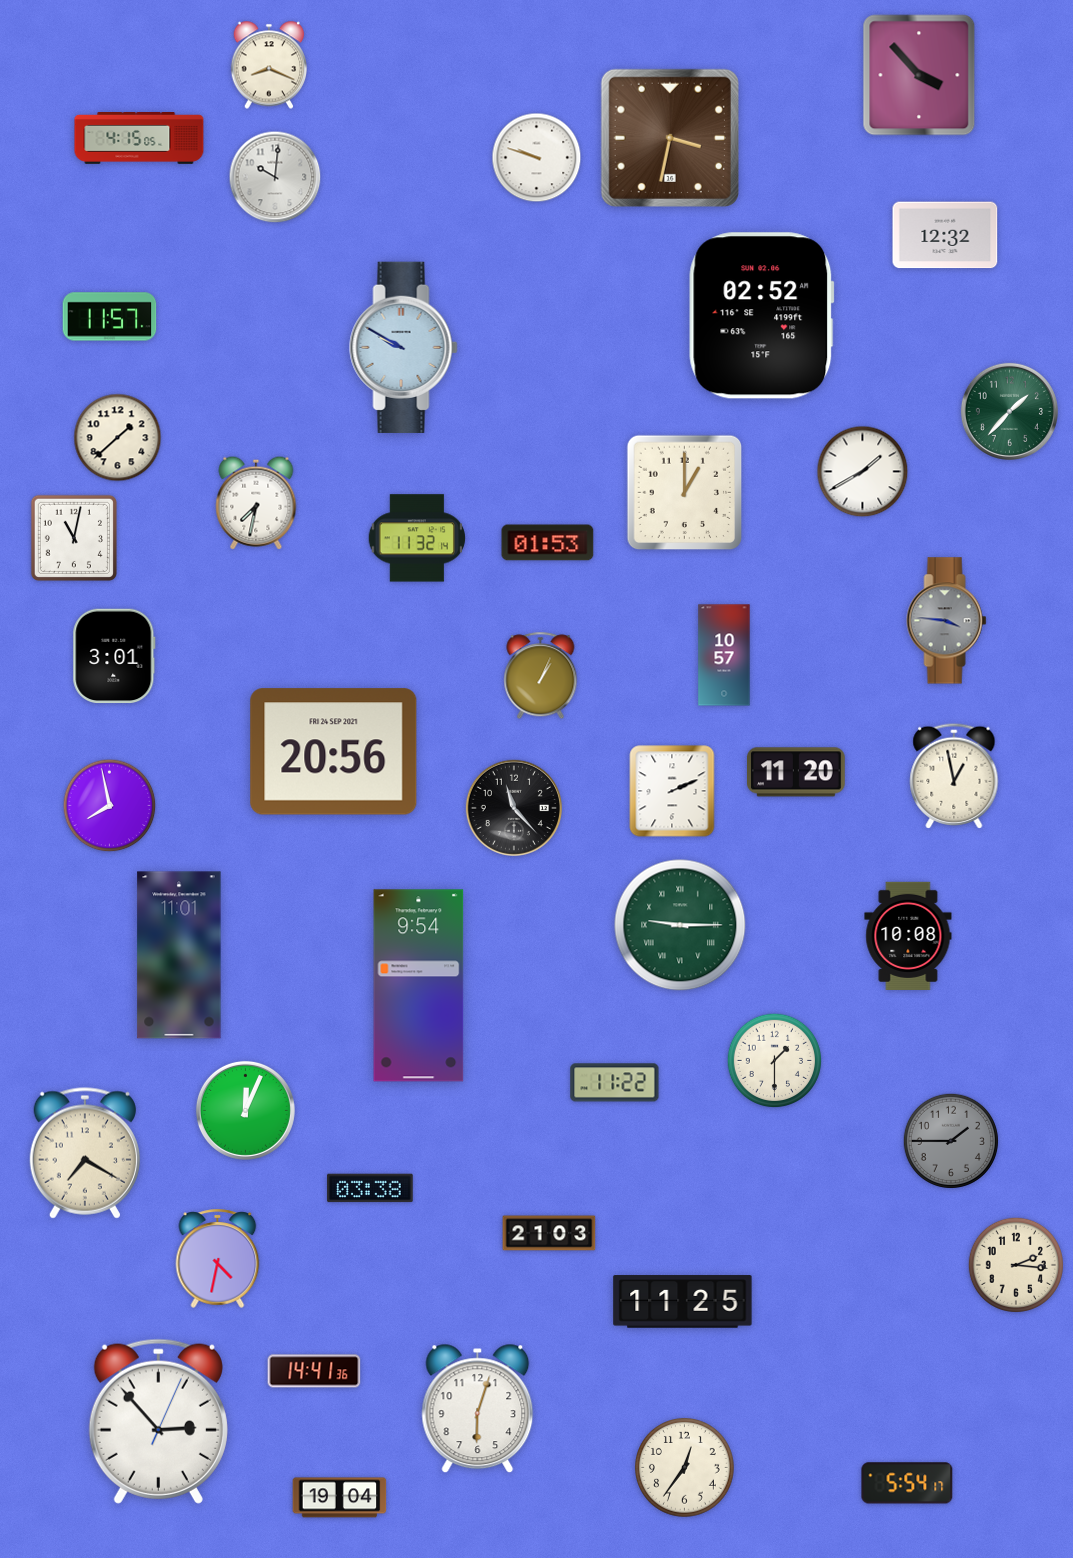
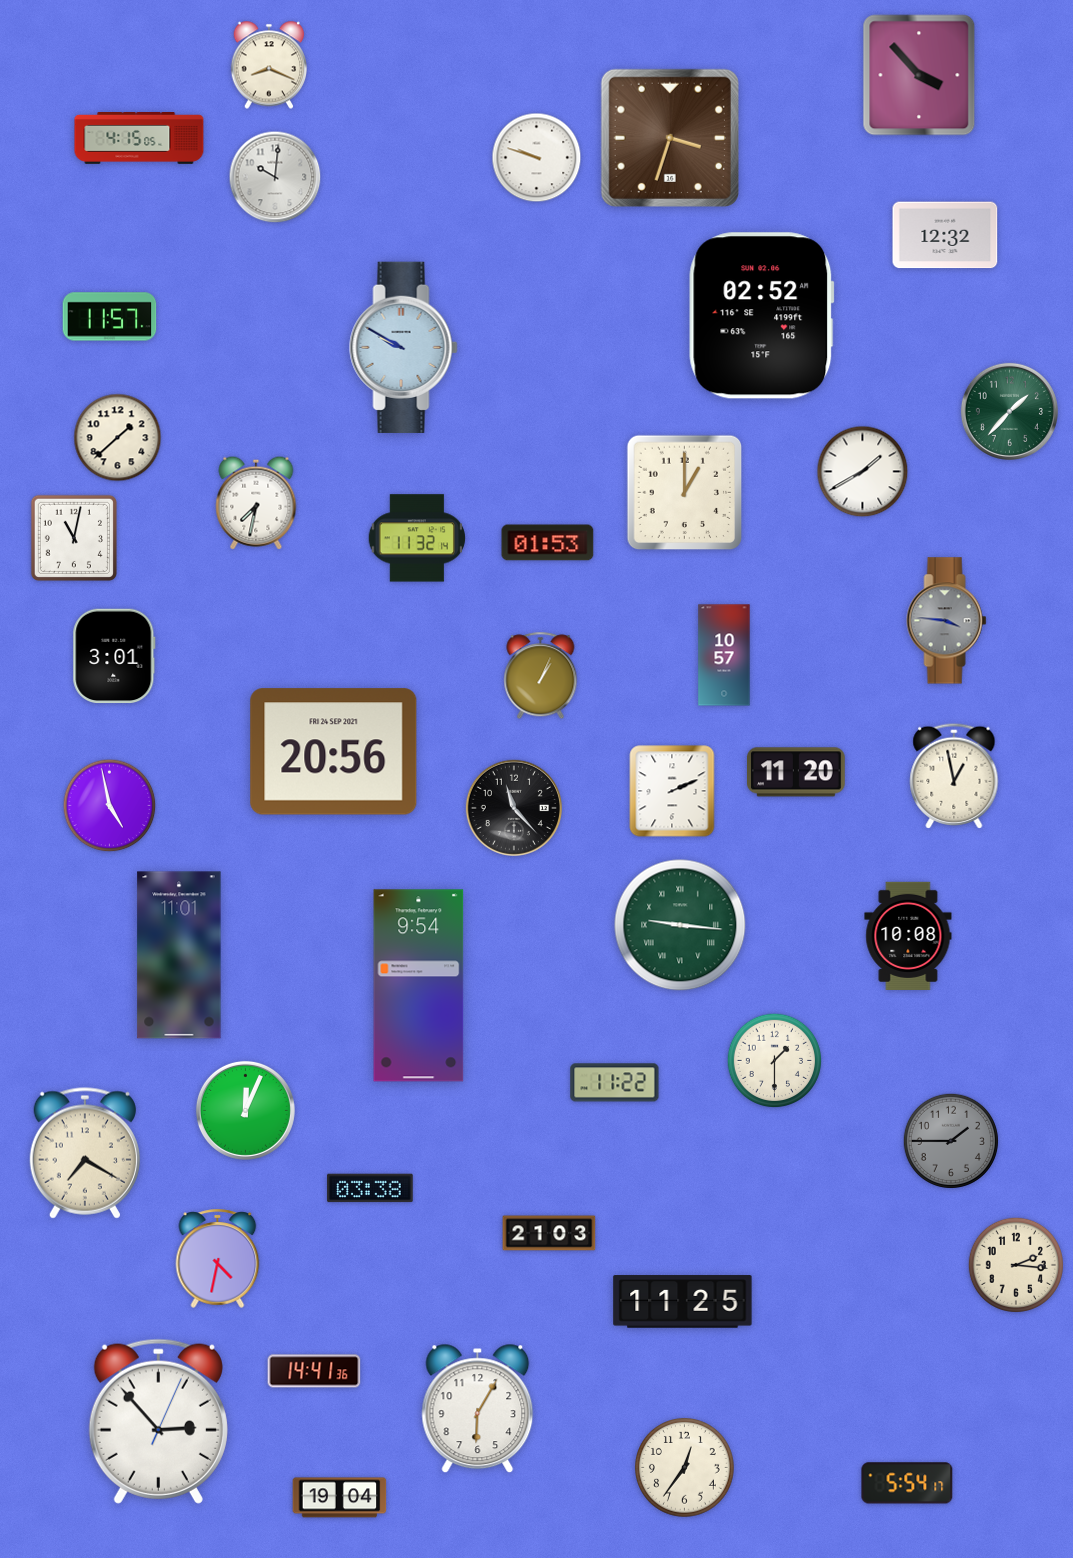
clock at (670, 138): 3:32 -> 3:33
clock at (110, 806): 7:58 -> 4:58
clock at (680, 925): 9:15 -> 9:16
clock at (478, 1409): 6:03 -> 6:05
